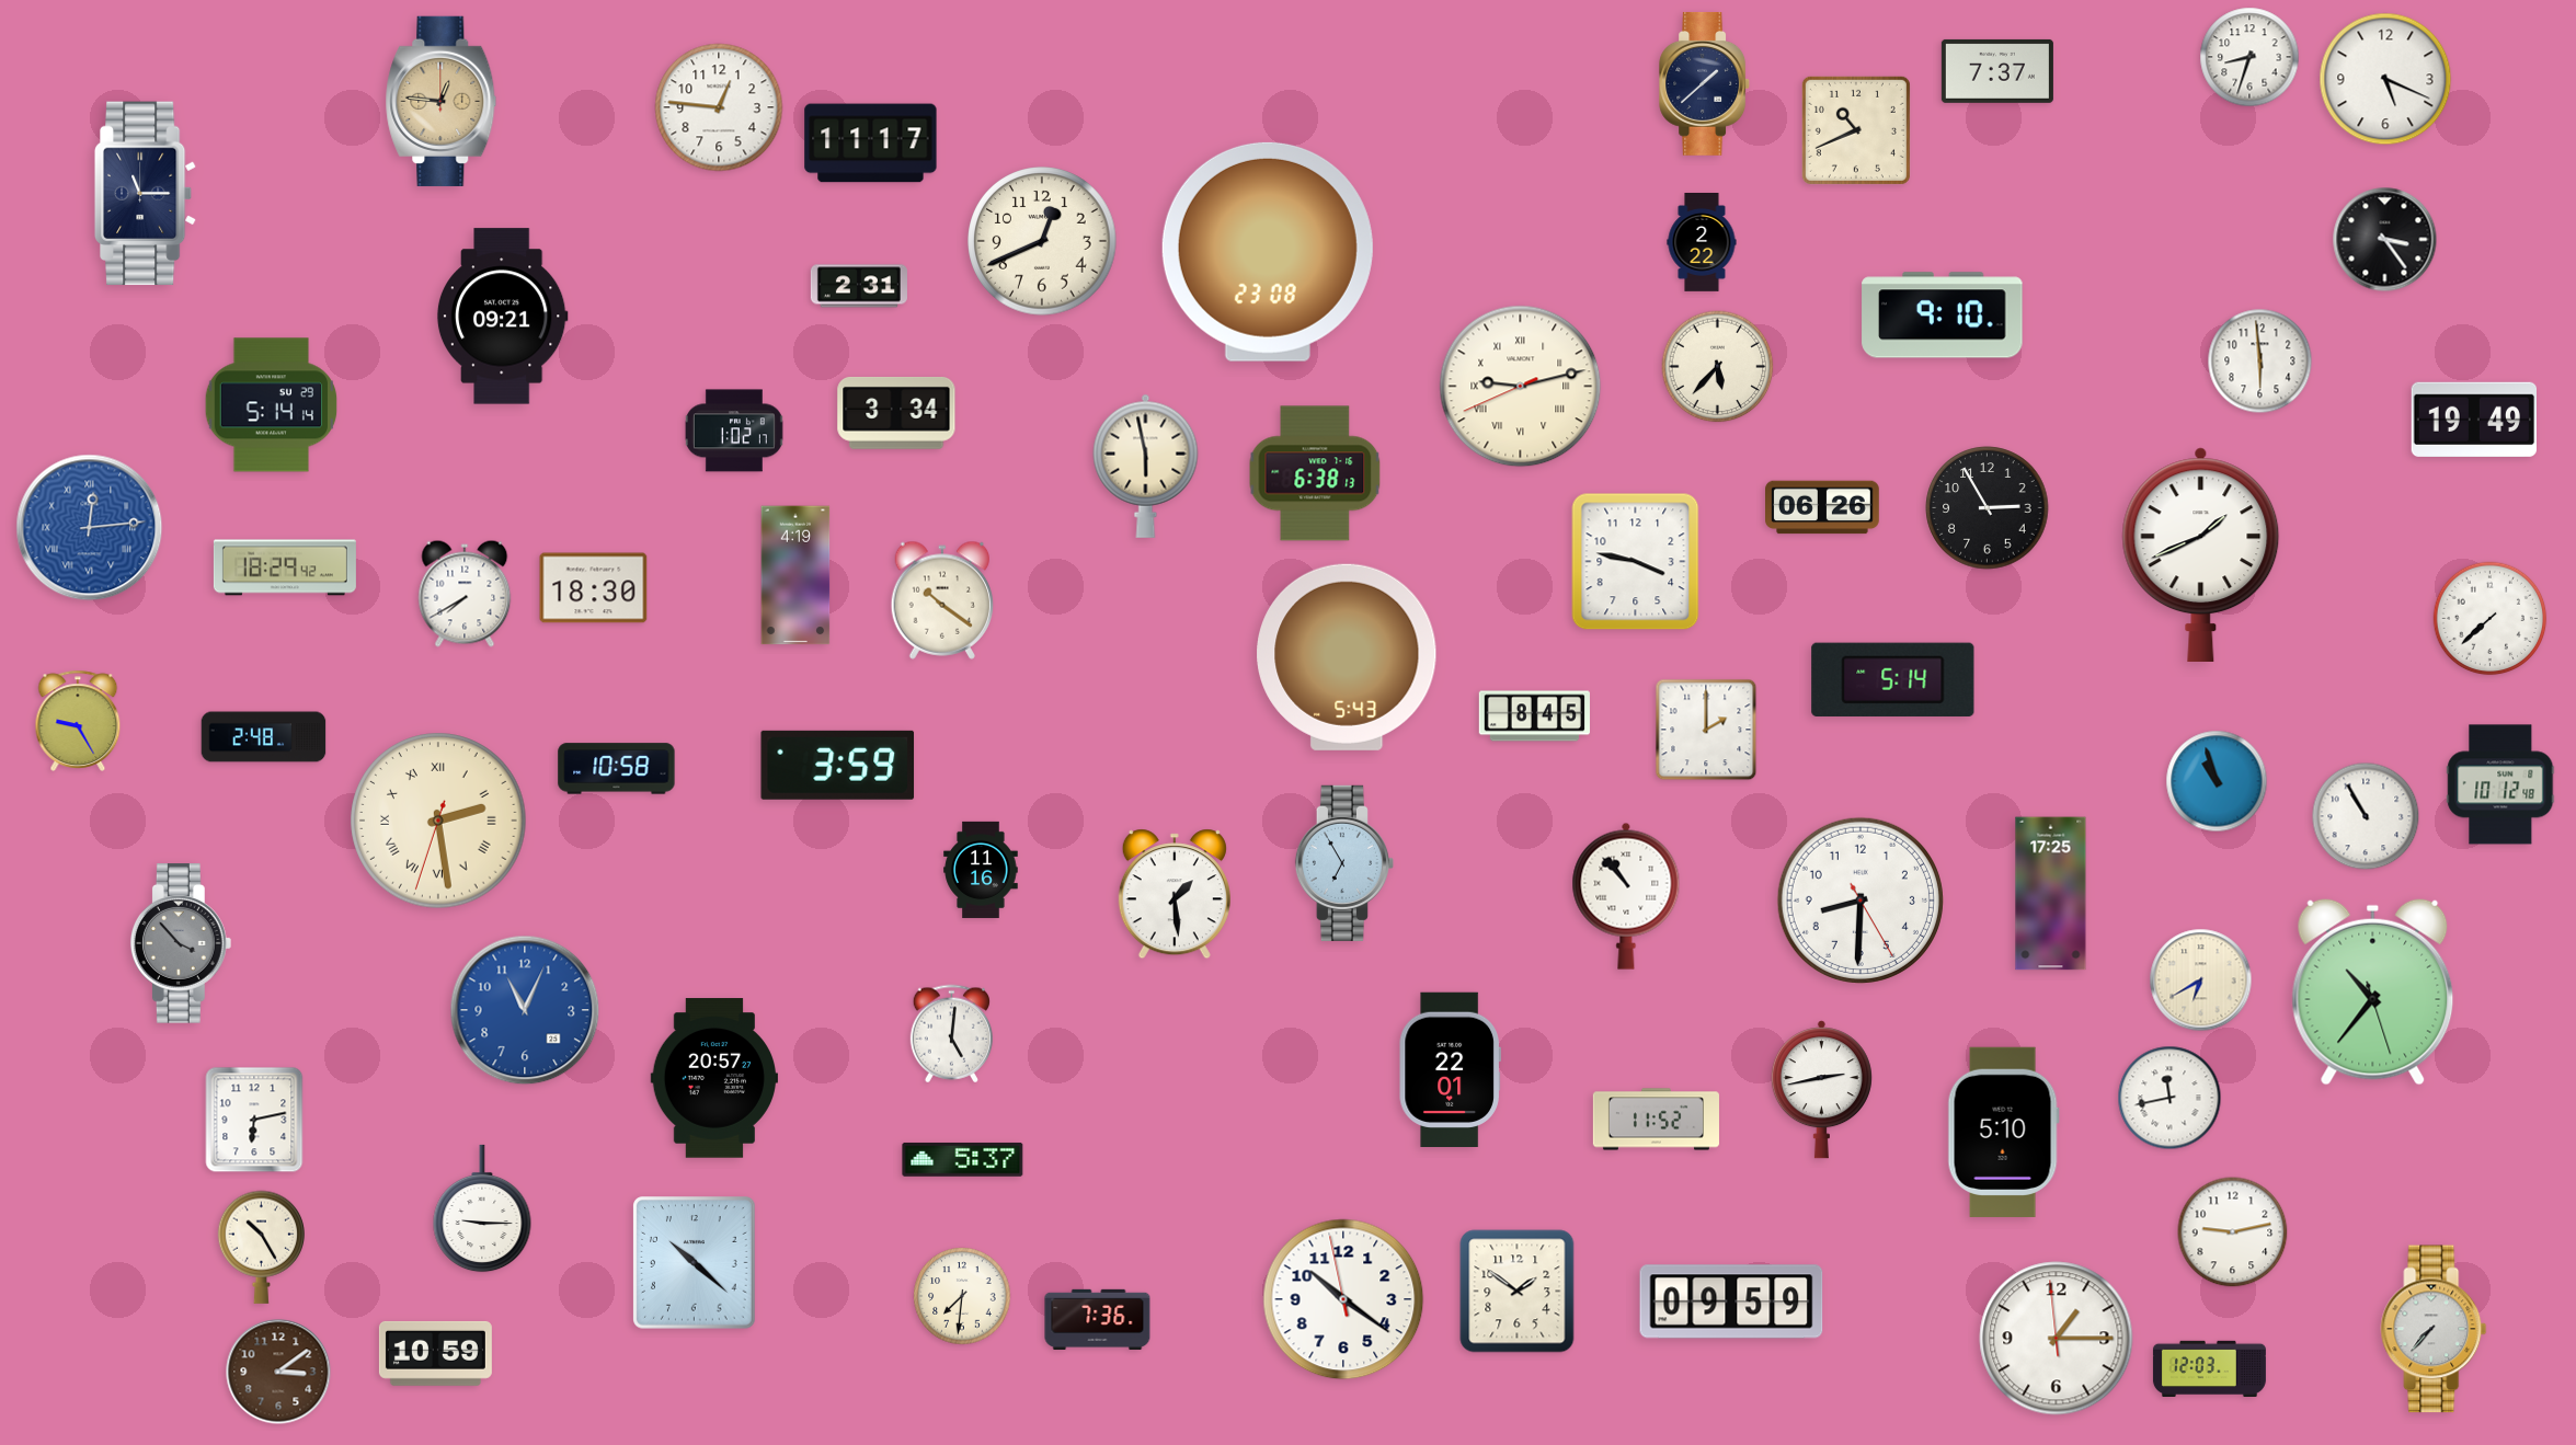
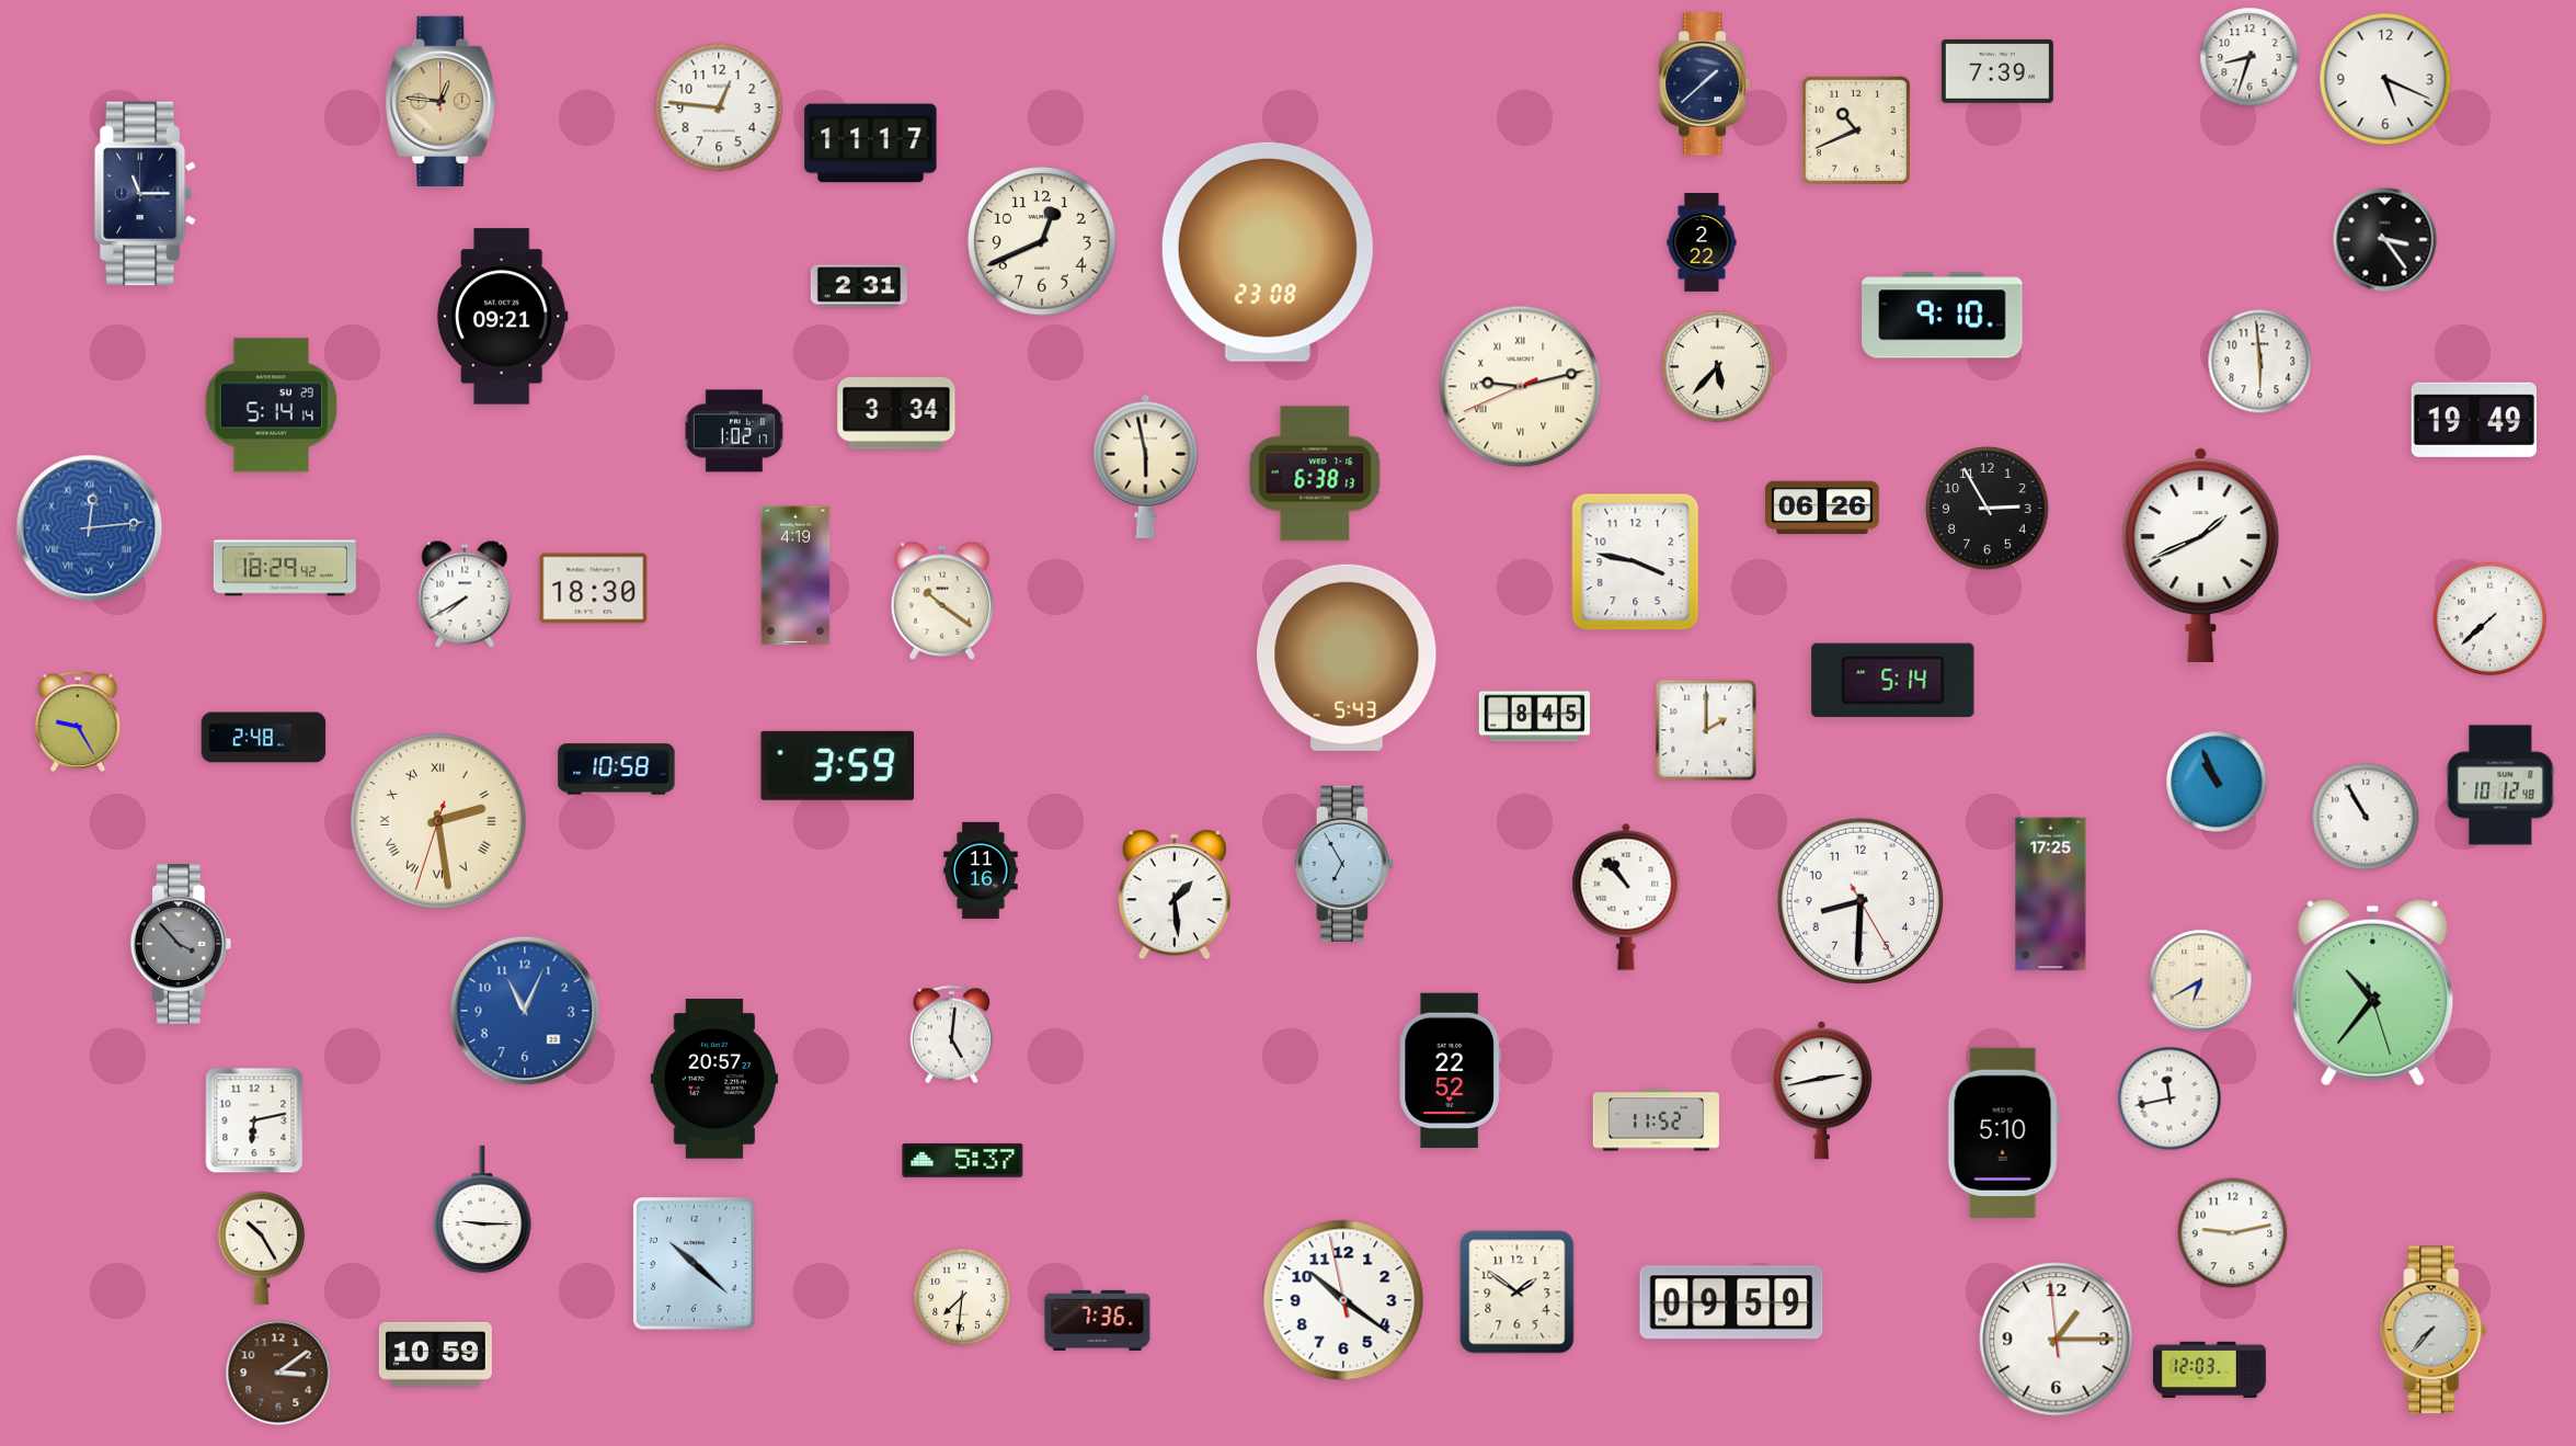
clock at (1997, 71): 7:37 -> 7:39
clock at (2217, 781): 10:57 -> 10:56
clock at (1450, 1069): 22:01 -> 22:52
